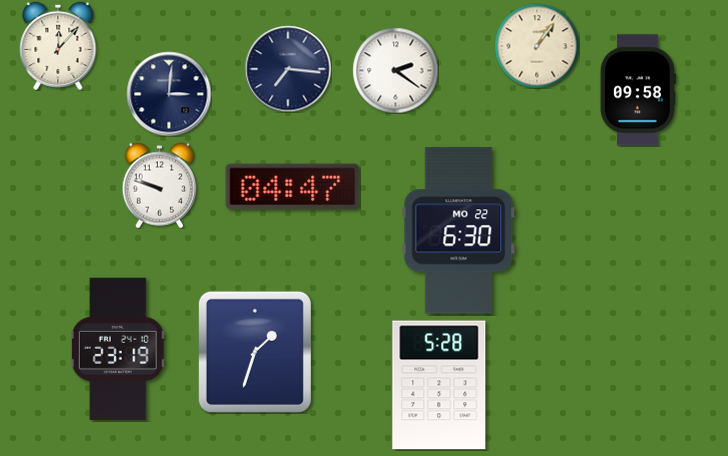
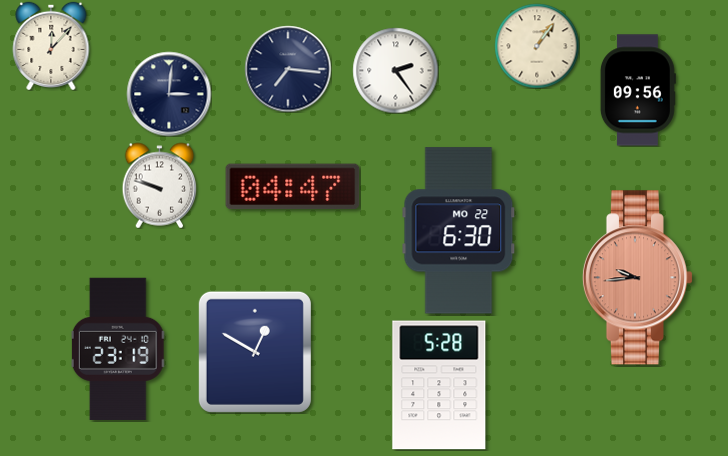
clock at (58, 45) position: (58, 45) -> (51, 45)
clock at (395, 70): 2:21 -> 2:24
clock at (638, 90): 09:58 -> 09:56
clock at (637, 278): none -> 9:44
clock at (255, 352): 1:33 -> 12:50
